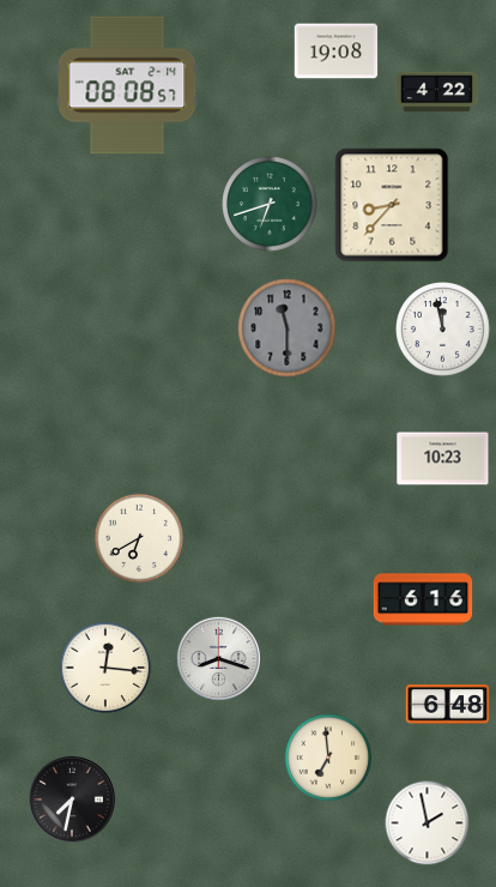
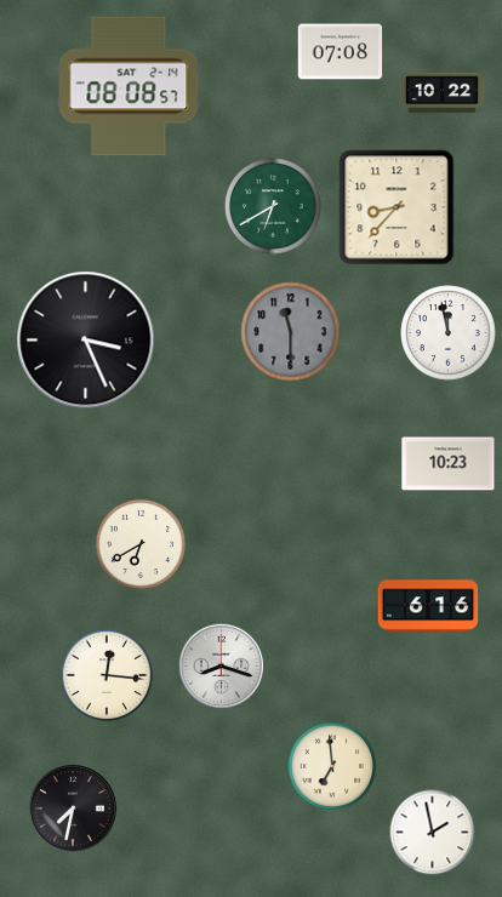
clock at (337, 52): 19:08 -> 07:08
clock at (437, 92): 4:22 -> 10:22
clock at (270, 204): 6:42 -> 6:40
clock at (86, 341): none -> 3:26
clock at (448, 705): 6:48 -> none
